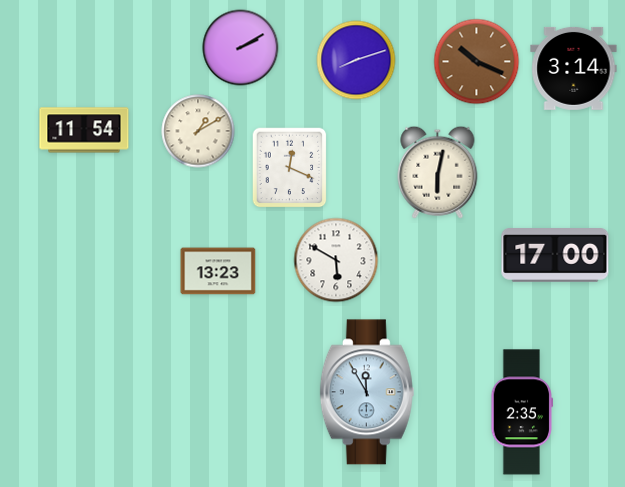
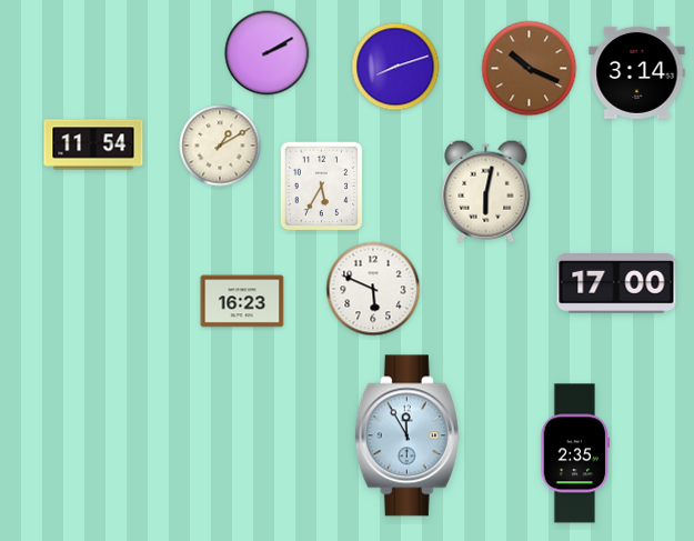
clock at (574, 68) position: (574, 68) -> (637, 72)
clock at (290, 168): 12:19 -> 5:35
clock at (336, 260): 5:50 -> 5:49
clock at (218, 271): 13:23 -> 16:23
clock at (522, 412) position: (522, 412) -> (575, 453)
